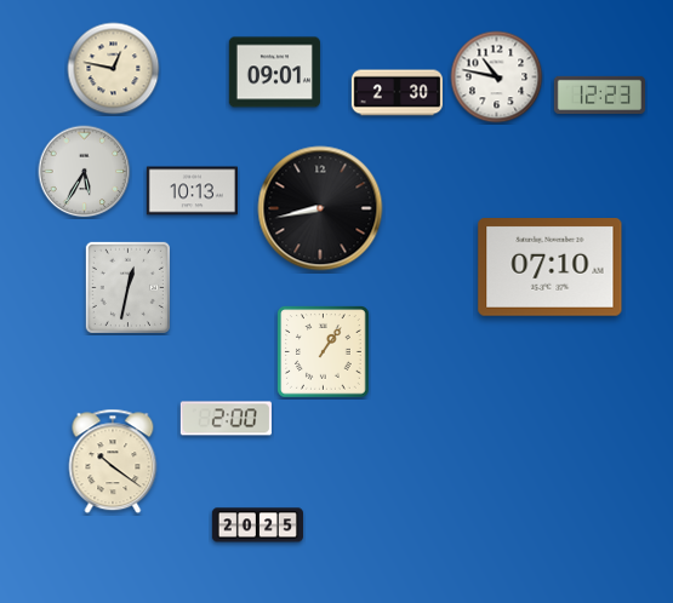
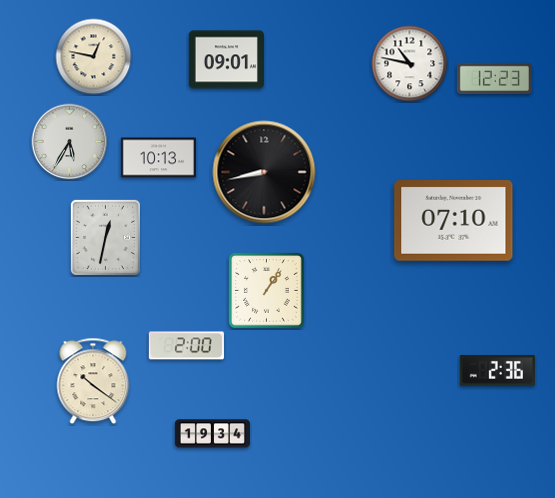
clock at (397, 93): 2:30 -> none
clock at (497, 371): none -> 2:36
clock at (257, 526): 20:25 -> 19:34
